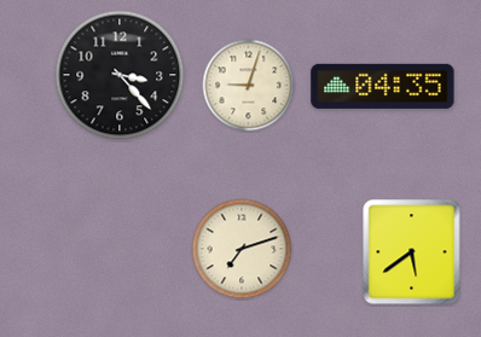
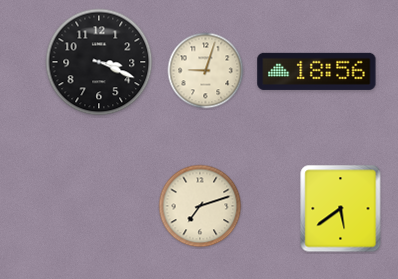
clock at (120, 75): 3:23 -> 3:19
clock at (383, 86): 04:35 -> 18:56
